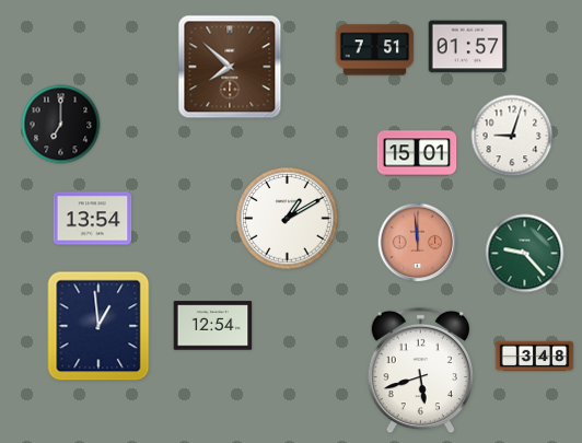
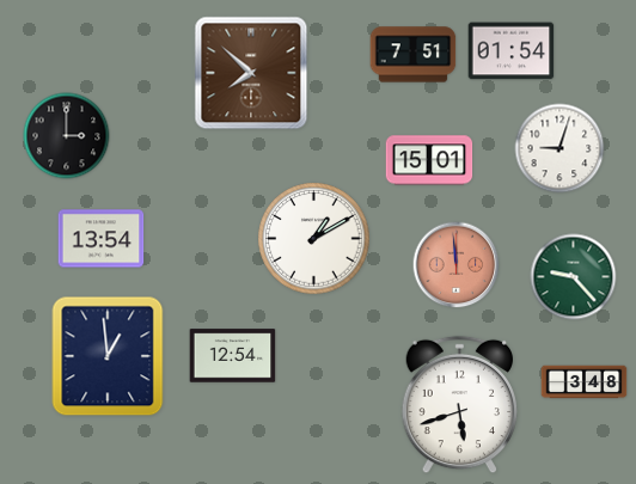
clock at (468, 47): 01:57 -> 01:54
clock at (375, 50) position: (375, 50) -> (414, 55)
clock at (61, 125): 7:00 -> 3:00
clock at (417, 153) position: (417, 153) -> (429, 160)
clock at (535, 357) position: (535, 357) -> (585, 382)
